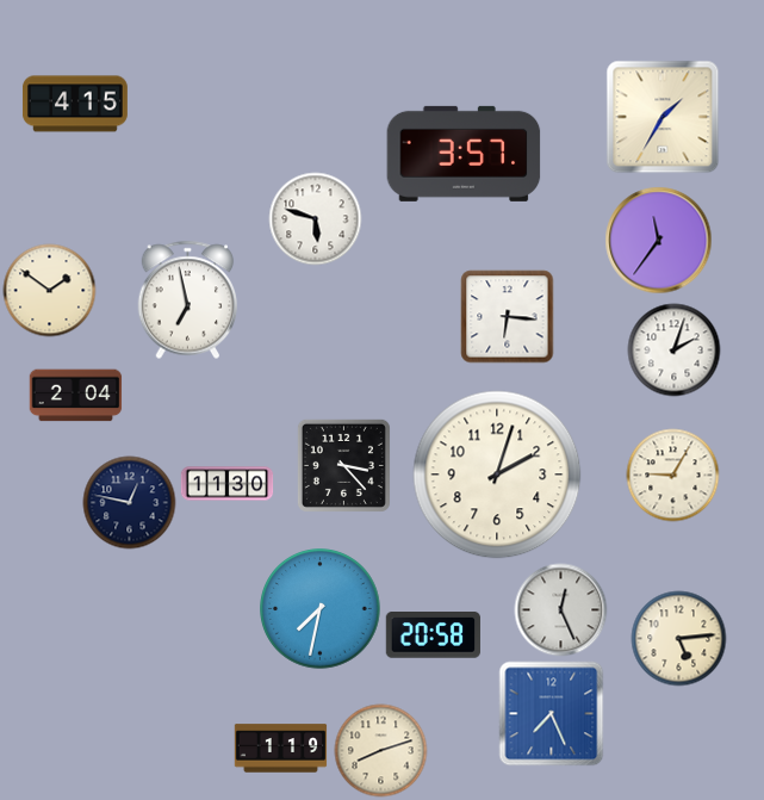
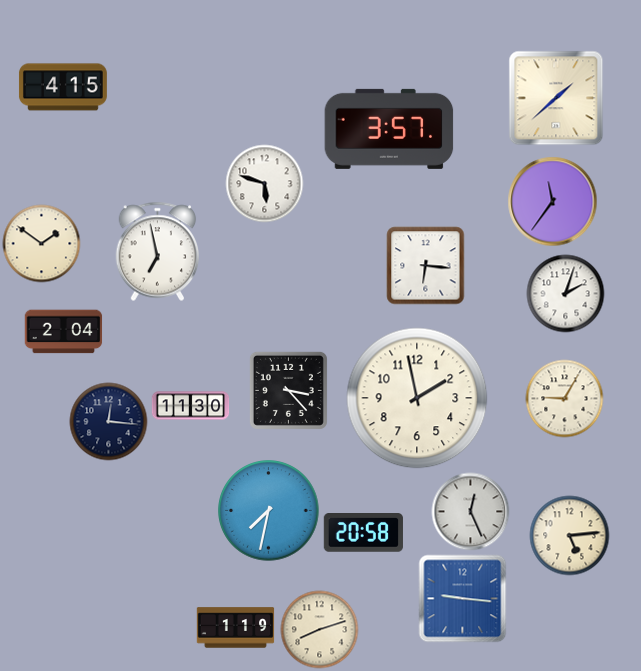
clock at (663, 117): 1:35 -> 1:38
clock at (497, 475): 2:03 -> 1:58
clock at (129, 502): 12:47 -> 12:16
clock at (551, 713): 7:26 -> 9:16
